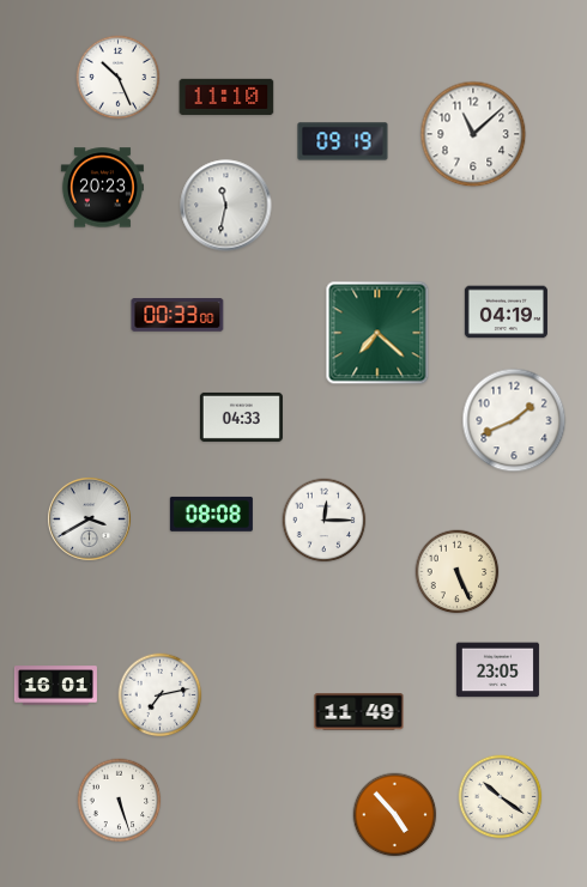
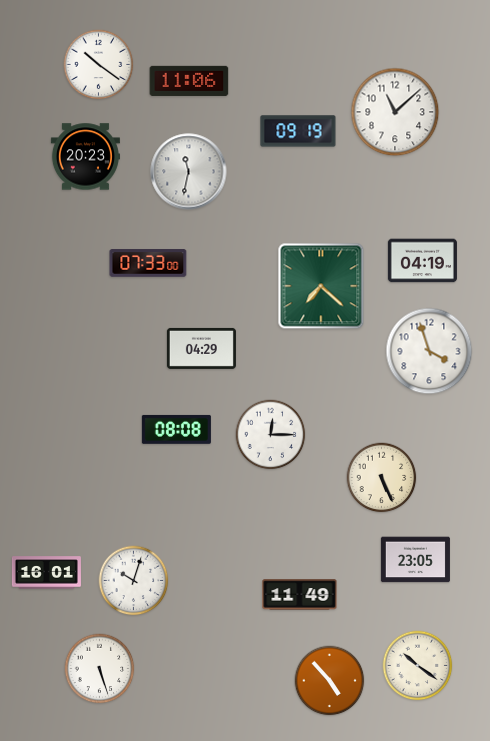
clock at (119, 78): 10:26 -> 10:21
clock at (226, 97): 11:10 -> 11:06
clock at (343, 141) position: (343, 141) -> (298, 131)
clock at (177, 315): 00:33 -> 07:33
clock at (377, 333) position: (377, 333) -> (321, 286)
clock at (241, 417): 04:33 -> 04:29
clock at (514, 420): 1:41 -> 3:57
clock at (89, 518): 3:40 -> none
clock at (161, 695): 7:13 -> 10:03
